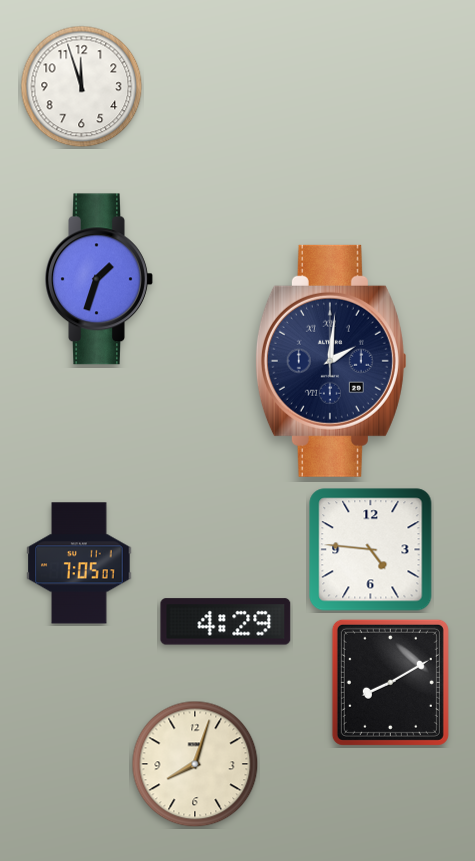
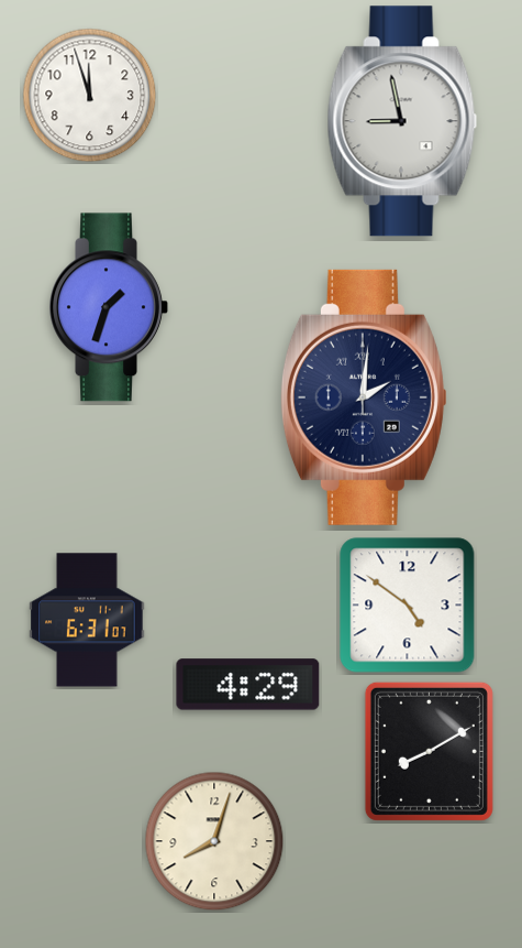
clock at (402, 121): none -> 8:58
clock at (371, 550): 4:46 -> 4:51
clock at (79, 563): 7:05 -> 6:31
